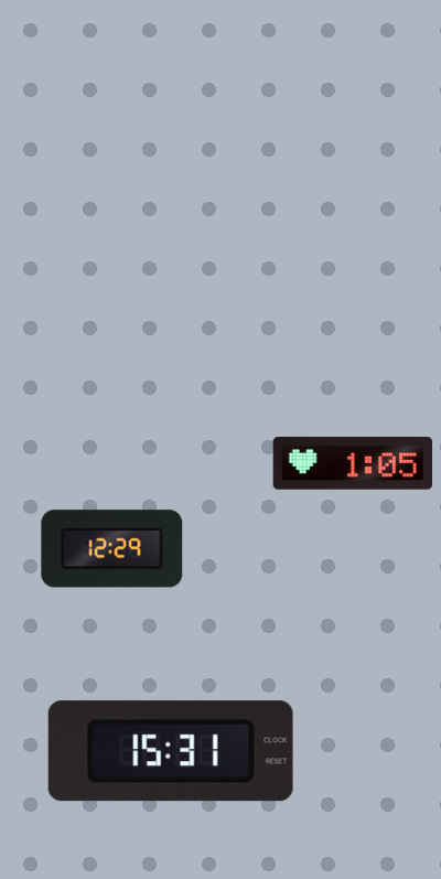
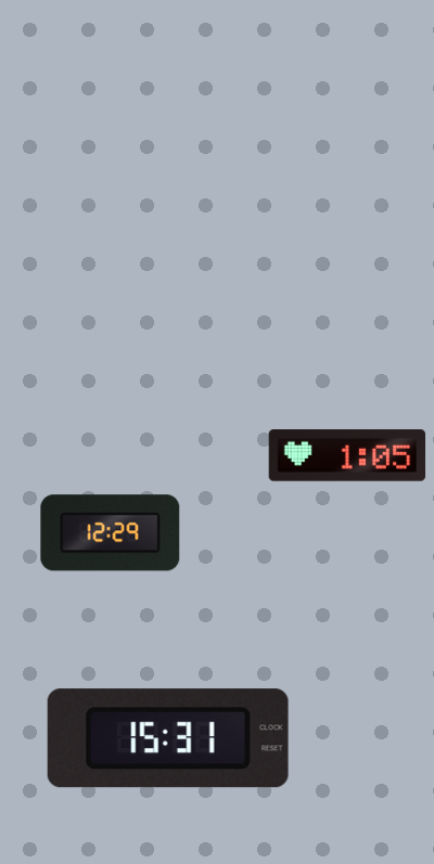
clock at (112, 549) position: (112, 549) -> (111, 533)
